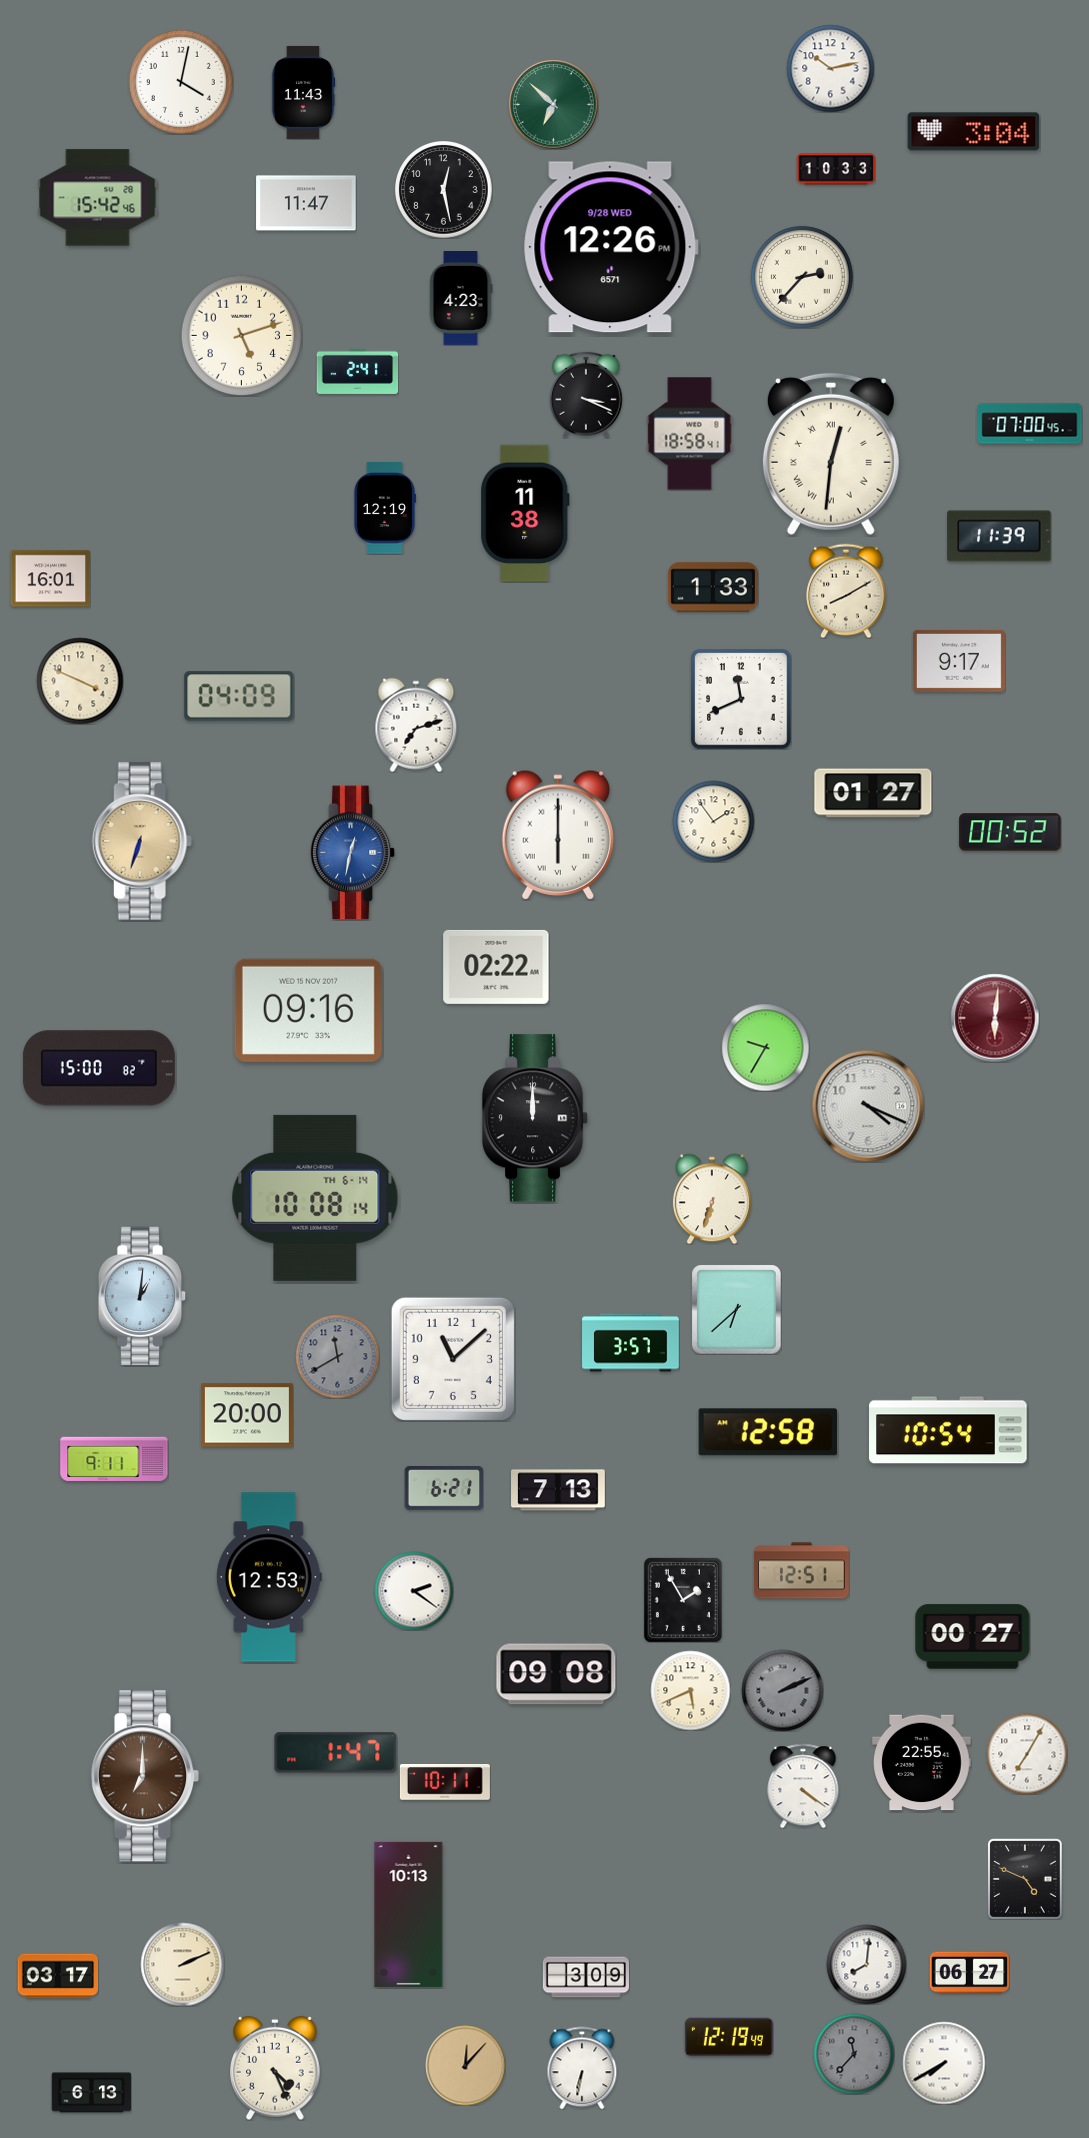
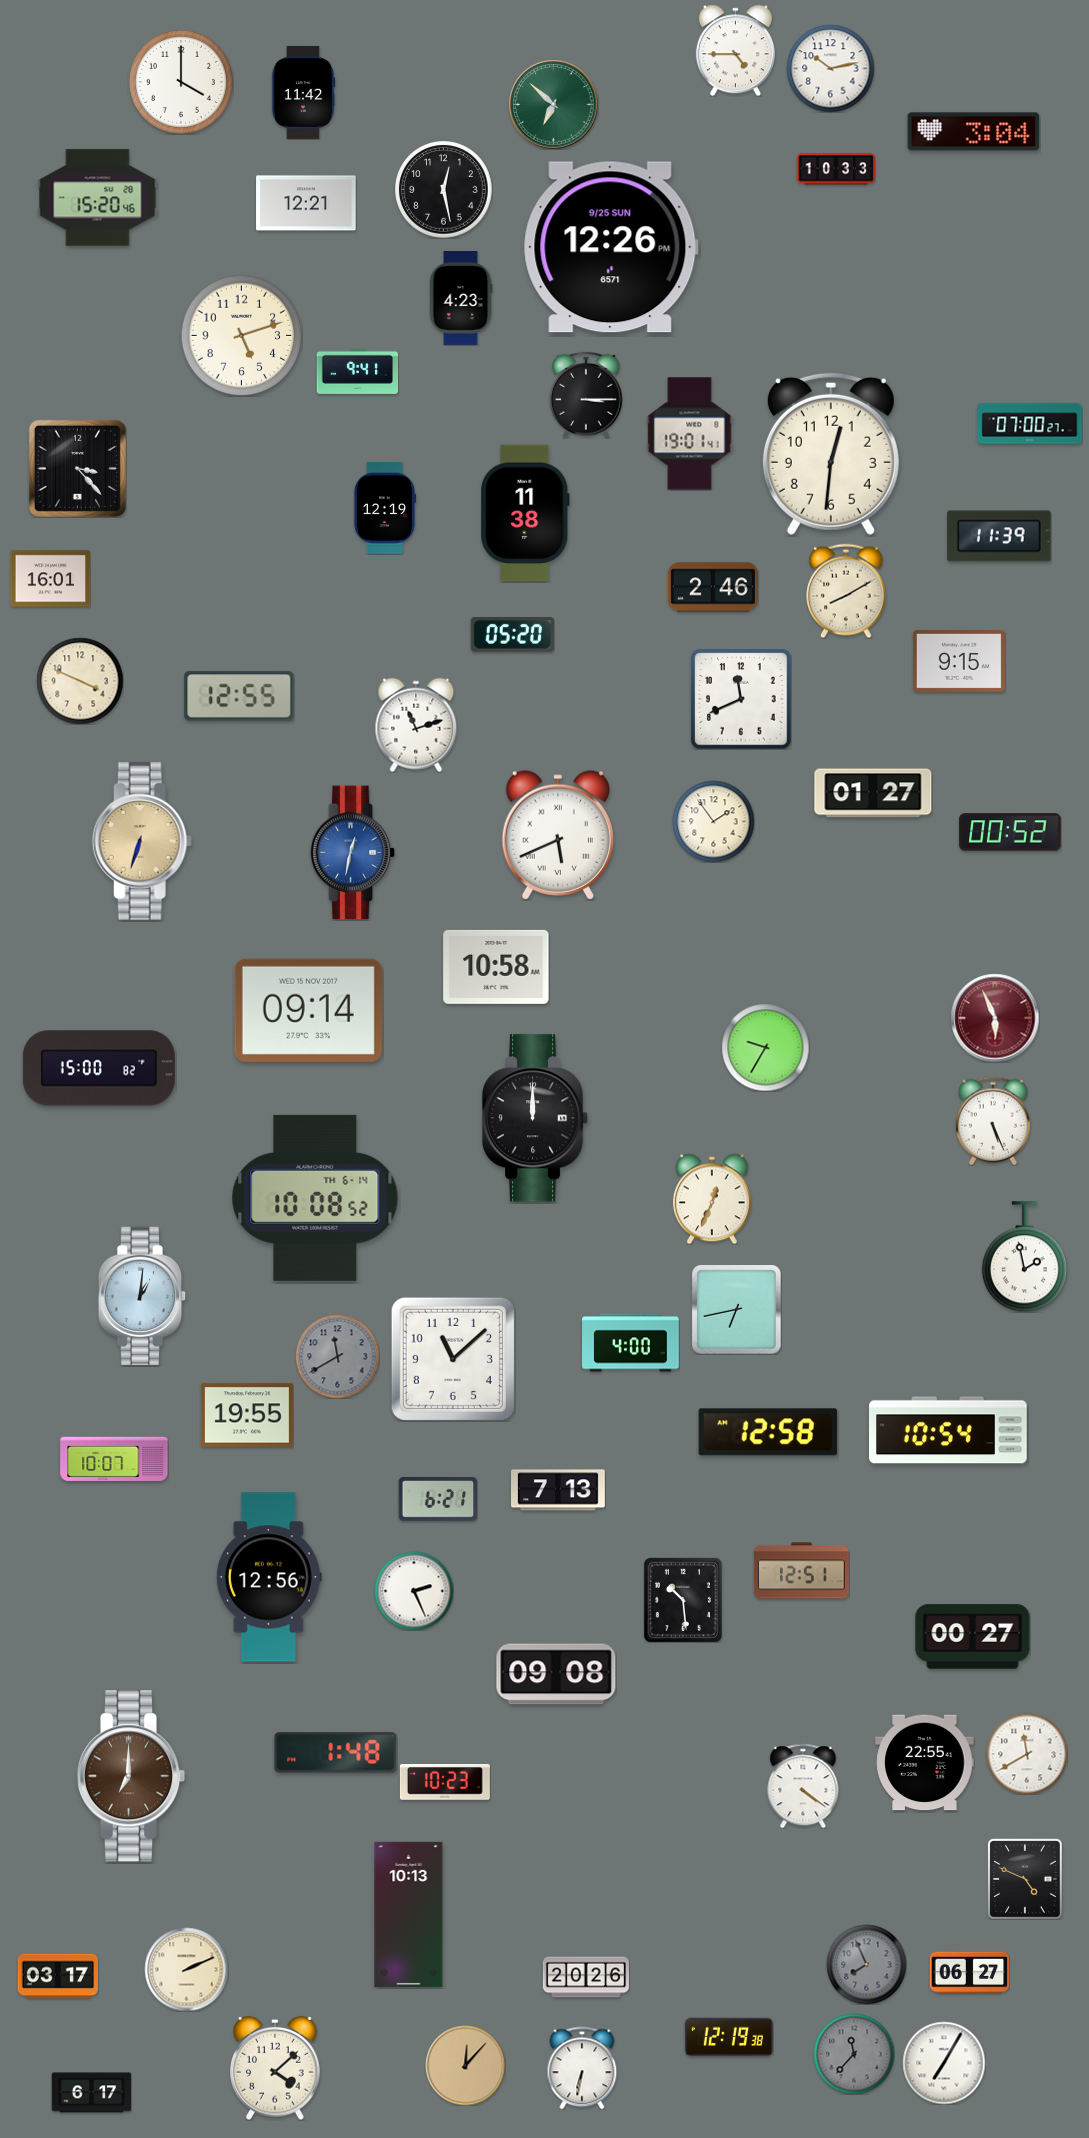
clock at (735, 50): none -> 4:45
clock at (181, 82): 4:02 -> 4:00
clock at (303, 92): 11:43 -> 11:42
clock at (98, 198): 15:42 -> 15:20
clock at (306, 203): 11:47 -> 12:21
clock at (611, 247) date: 9/28 WED -> 9/25 SUN
clock at (802, 277): 2:37 -> none
clock at (357, 371): 2:41 -> 9:41
clock at (587, 395): 3:19 -> 3:15
clock at (1030, 424): 07:00:45 -> 07:00:27
clock at (690, 434): 18:58 -> 19:01
clock at (831, 454) numerals: Roman -> Arabic
clock at (77, 468): none -> 3:23
clock at (713, 587): 1:33 -> 2:46
clock at (512, 635): none -> 05:20
clock at (959, 661): 9:17 -> 9:15
clock at (239, 696): 04:09 -> 12:55
clock at (416, 725): 7:12 -> 11:12
clock at (557, 835): 6:00 -> 5:41
clock at (496, 967): 02:22 -> 10:58
clock at (308, 1010): 09:16 -> 09:14
clock at (995, 1018): 6:01 -> 5:56
clock at (868, 1106): 4:19 -> none
clock at (993, 1121): none -> 5:26
clock at (315, 1198): 10:08:14 -> 10:08:52
clock at (712, 1199): 6:33 -> 12:34
clock at (1024, 1257): none -> 1:58
clock at (736, 1309): 6:38 -> 6:43
clock at (631, 1343): 3:57 -> 4:00
clock at (247, 1415): 20:00 -> 19:55
clock at (114, 1459): 9:11 -> 10:07
clock at (444, 1489) position: (444, 1489) -> (438, 1500)
clock at (269, 1577): 12:53 -> 12:56
clock at (414, 1591): 2:21 -> 2:26
clock at (683, 1600): 1:55 -> 10:29
clock at (690, 1690): 5:41 -> none
clock at (782, 1690): 2:11 -> none
clock at (336, 1753): 1:47 -> 1:48
clock at (1027, 1754): 7:05 -> 11:40
clock at (922, 1763) position: (922, 1763) -> (925, 1763)
clock at (145, 1776) position: (145, 1776) -> (131, 1776)
clock at (445, 1783): 10:11 -> 10:23
clock at (182, 1964) position: (182, 1964) -> (186, 1969)
clock at (866, 1964): 8:01 -> 7:56
clock at (866, 1964) dial: white -> grey
clock at (586, 1977): 3:09 -> 20:26
clock at (729, 2037): 12:19:49 -> 12:19:38
clock at (944, 2063): 7:40 -> 7:05
clock at (275, 2068): 4:26 -> 4:08
clock at (91, 2093): 6:13 -> 6:17
